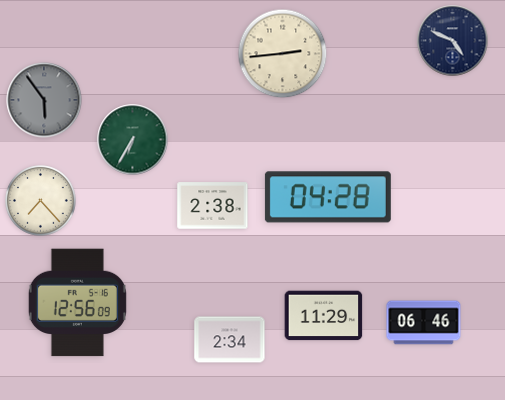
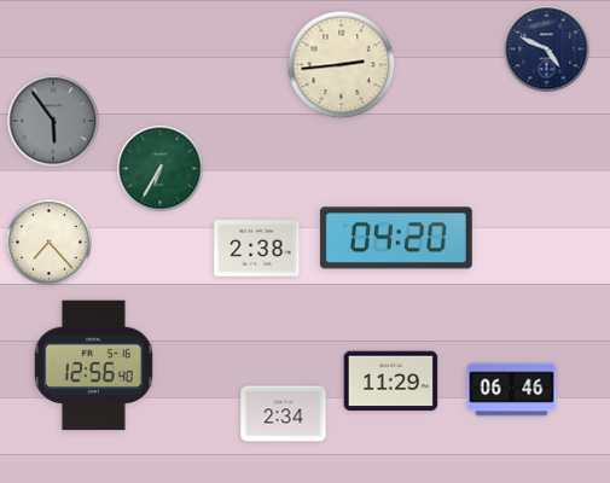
clock at (328, 197): 04:28 -> 04:20
clock at (77, 303): 12:56:09 -> 12:56:40
clock at (230, 340) position: (230, 340) -> (284, 414)
